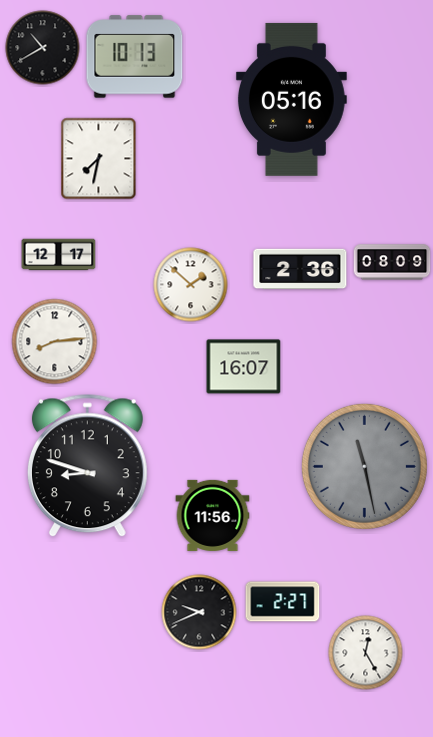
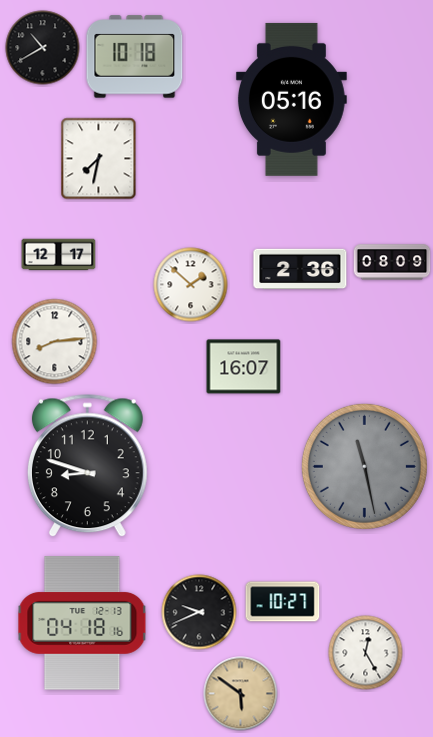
clock at (135, 57): 10:13 -> 10:18
clock at (213, 515): 11:56 -> none
clock at (283, 602): 2:27 -> 10:27
clock at (82, 623): none -> 04:18
clock at (241, 694): none -> 5:51
